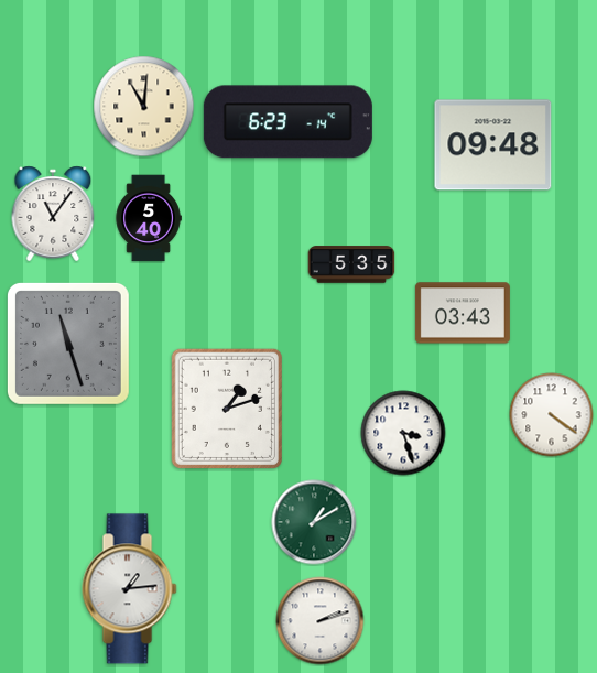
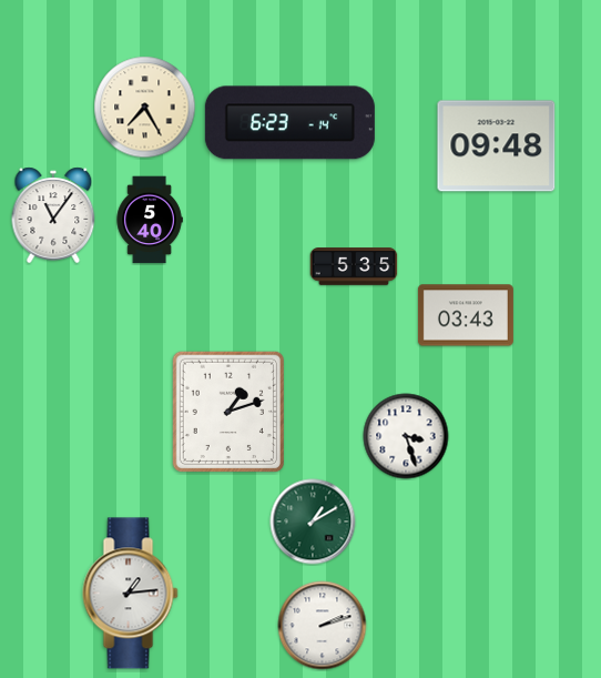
clock at (144, 107): 11:01 -> 7:25
clock at (68, 344): 11:27 -> none
clock at (552, 415): 4:21 -> none
clock at (314, 522) position: (314, 522) -> (313, 522)
